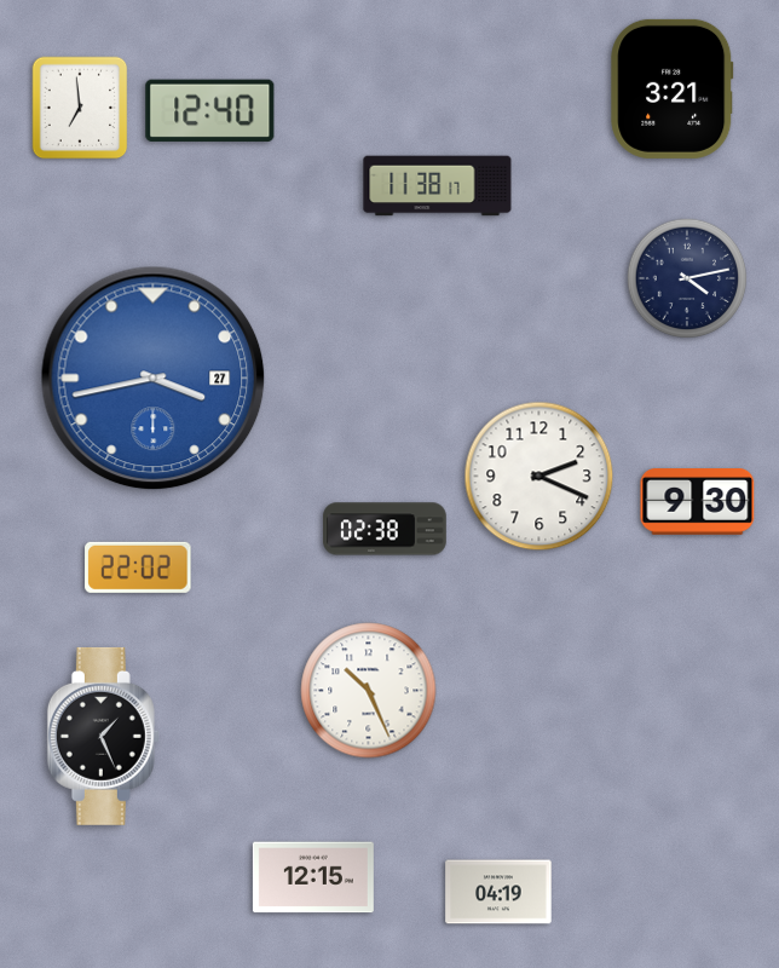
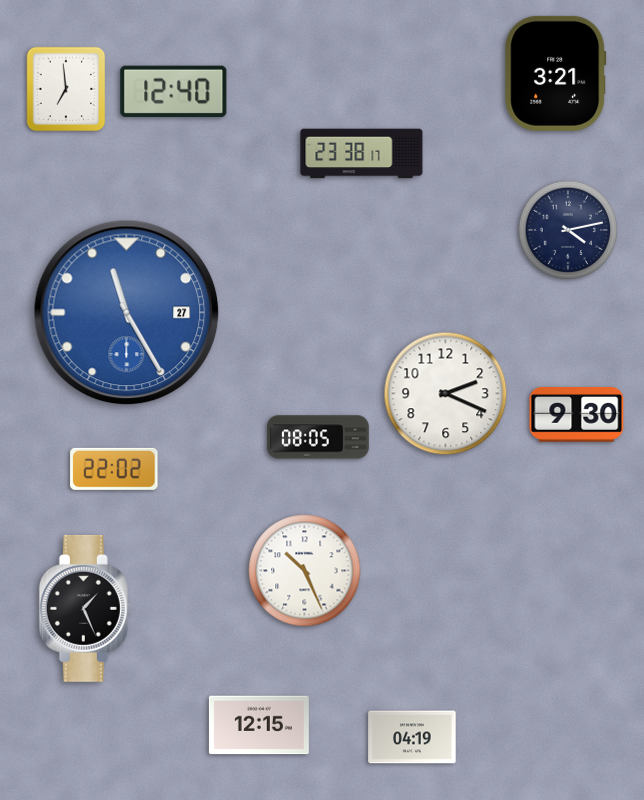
clock at (438, 186): 11:38 -> 23:38
clock at (154, 379): 3:43 -> 11:25
clock at (385, 529): 02:38 -> 08:05
